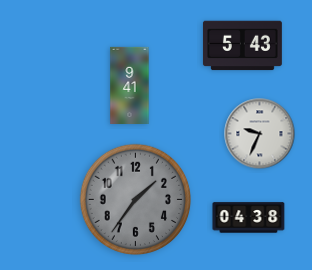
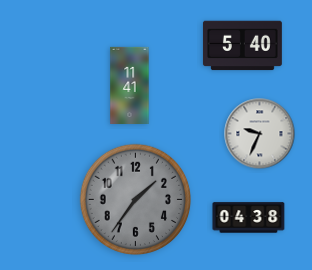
clock at (242, 46): 5:43 -> 5:40
clock at (130, 85): 9:41 -> 11:41
